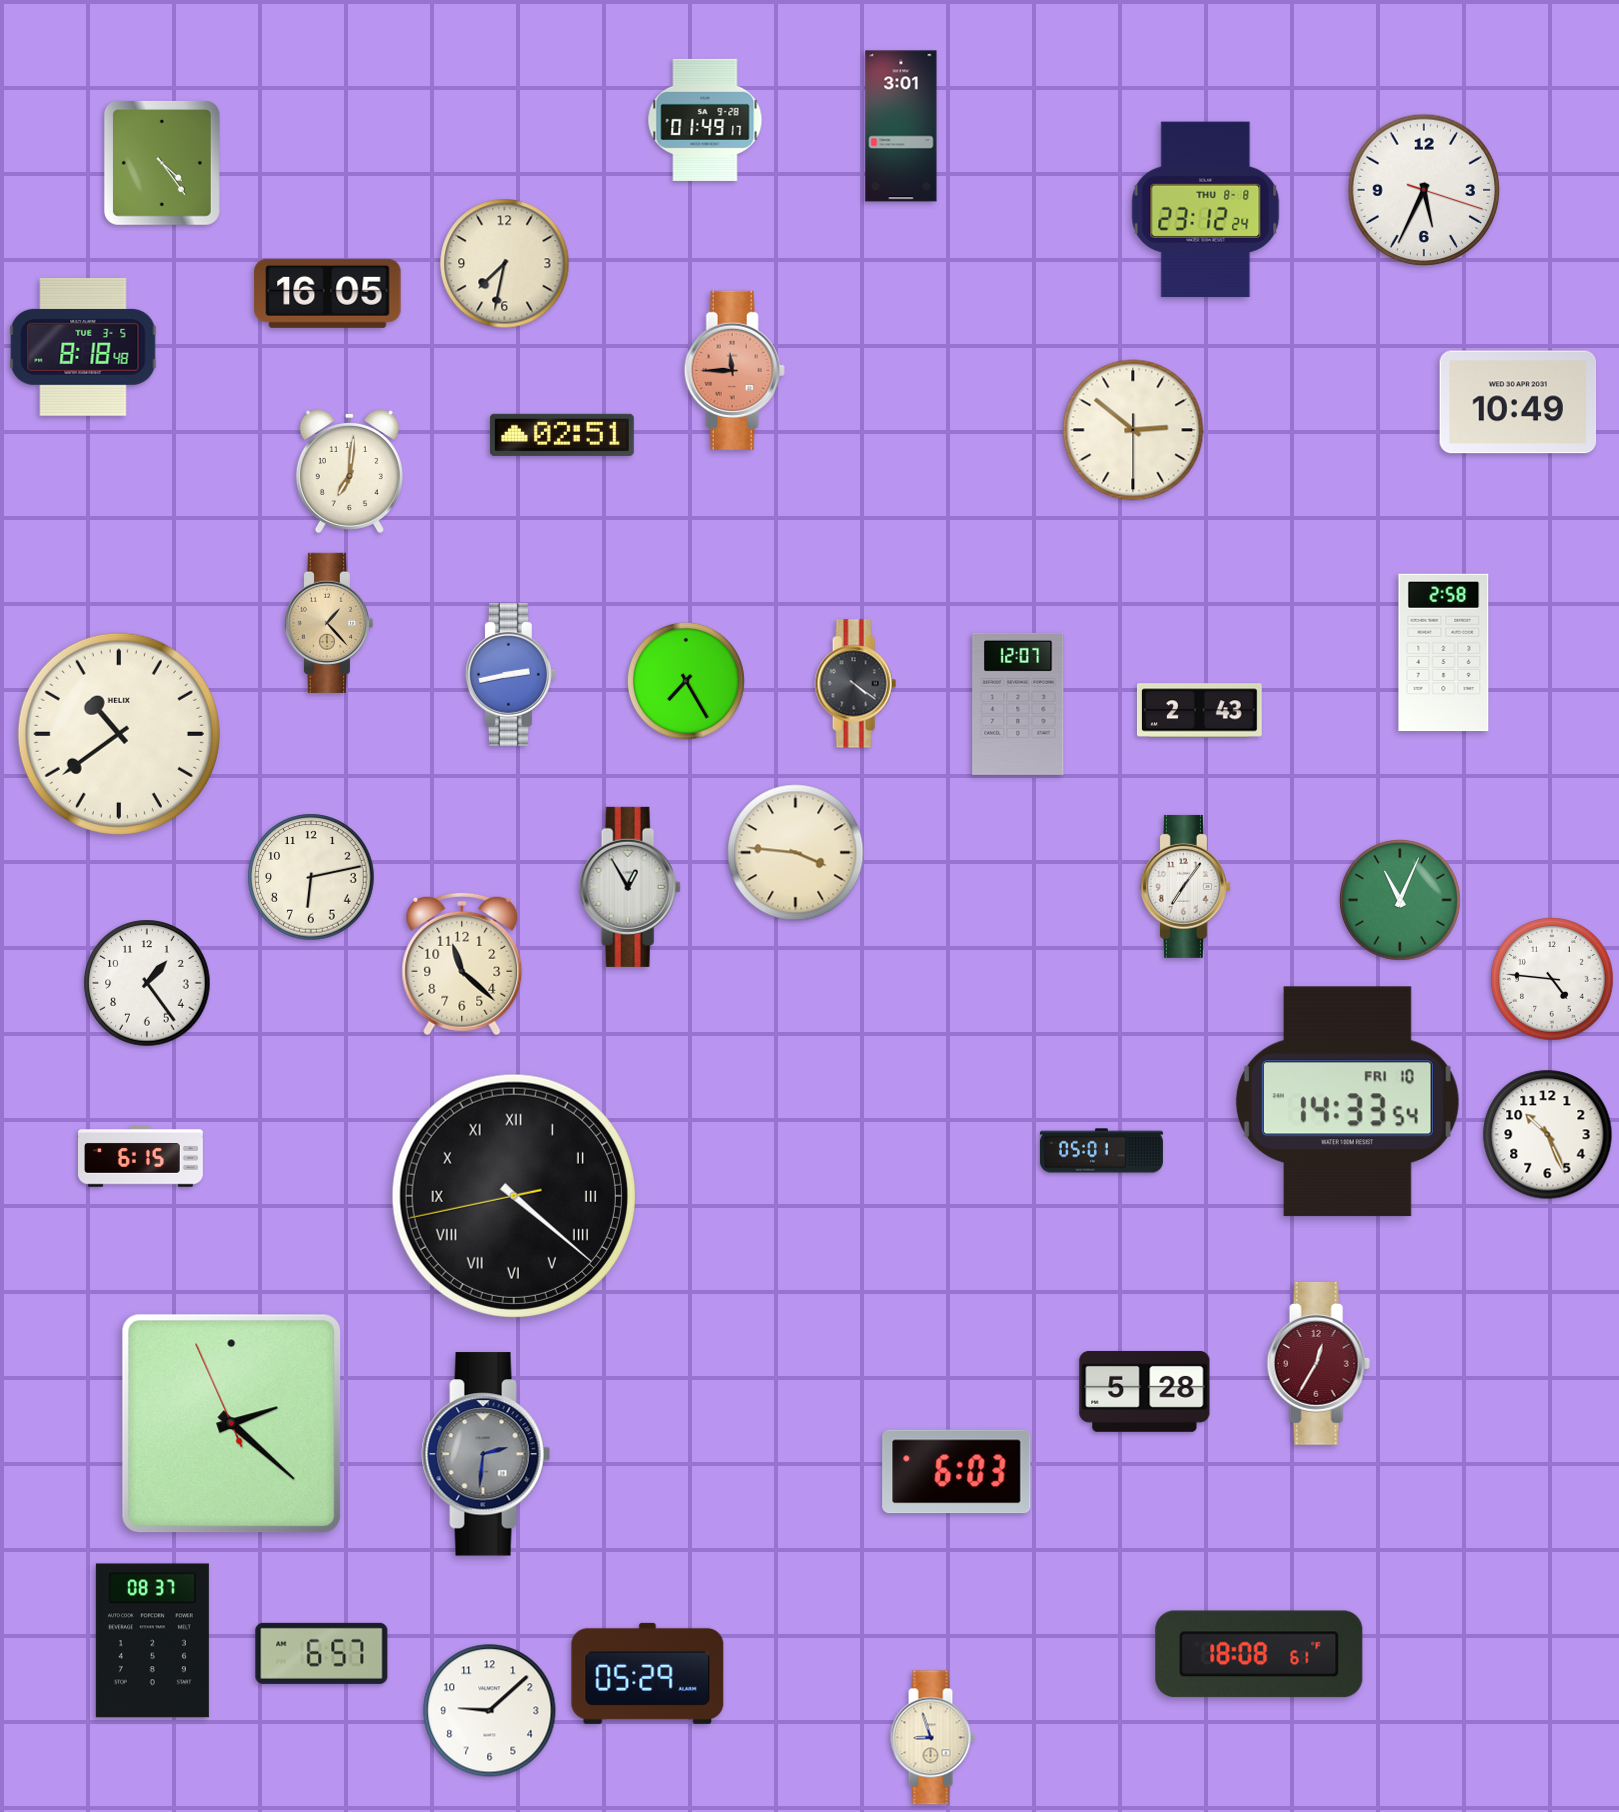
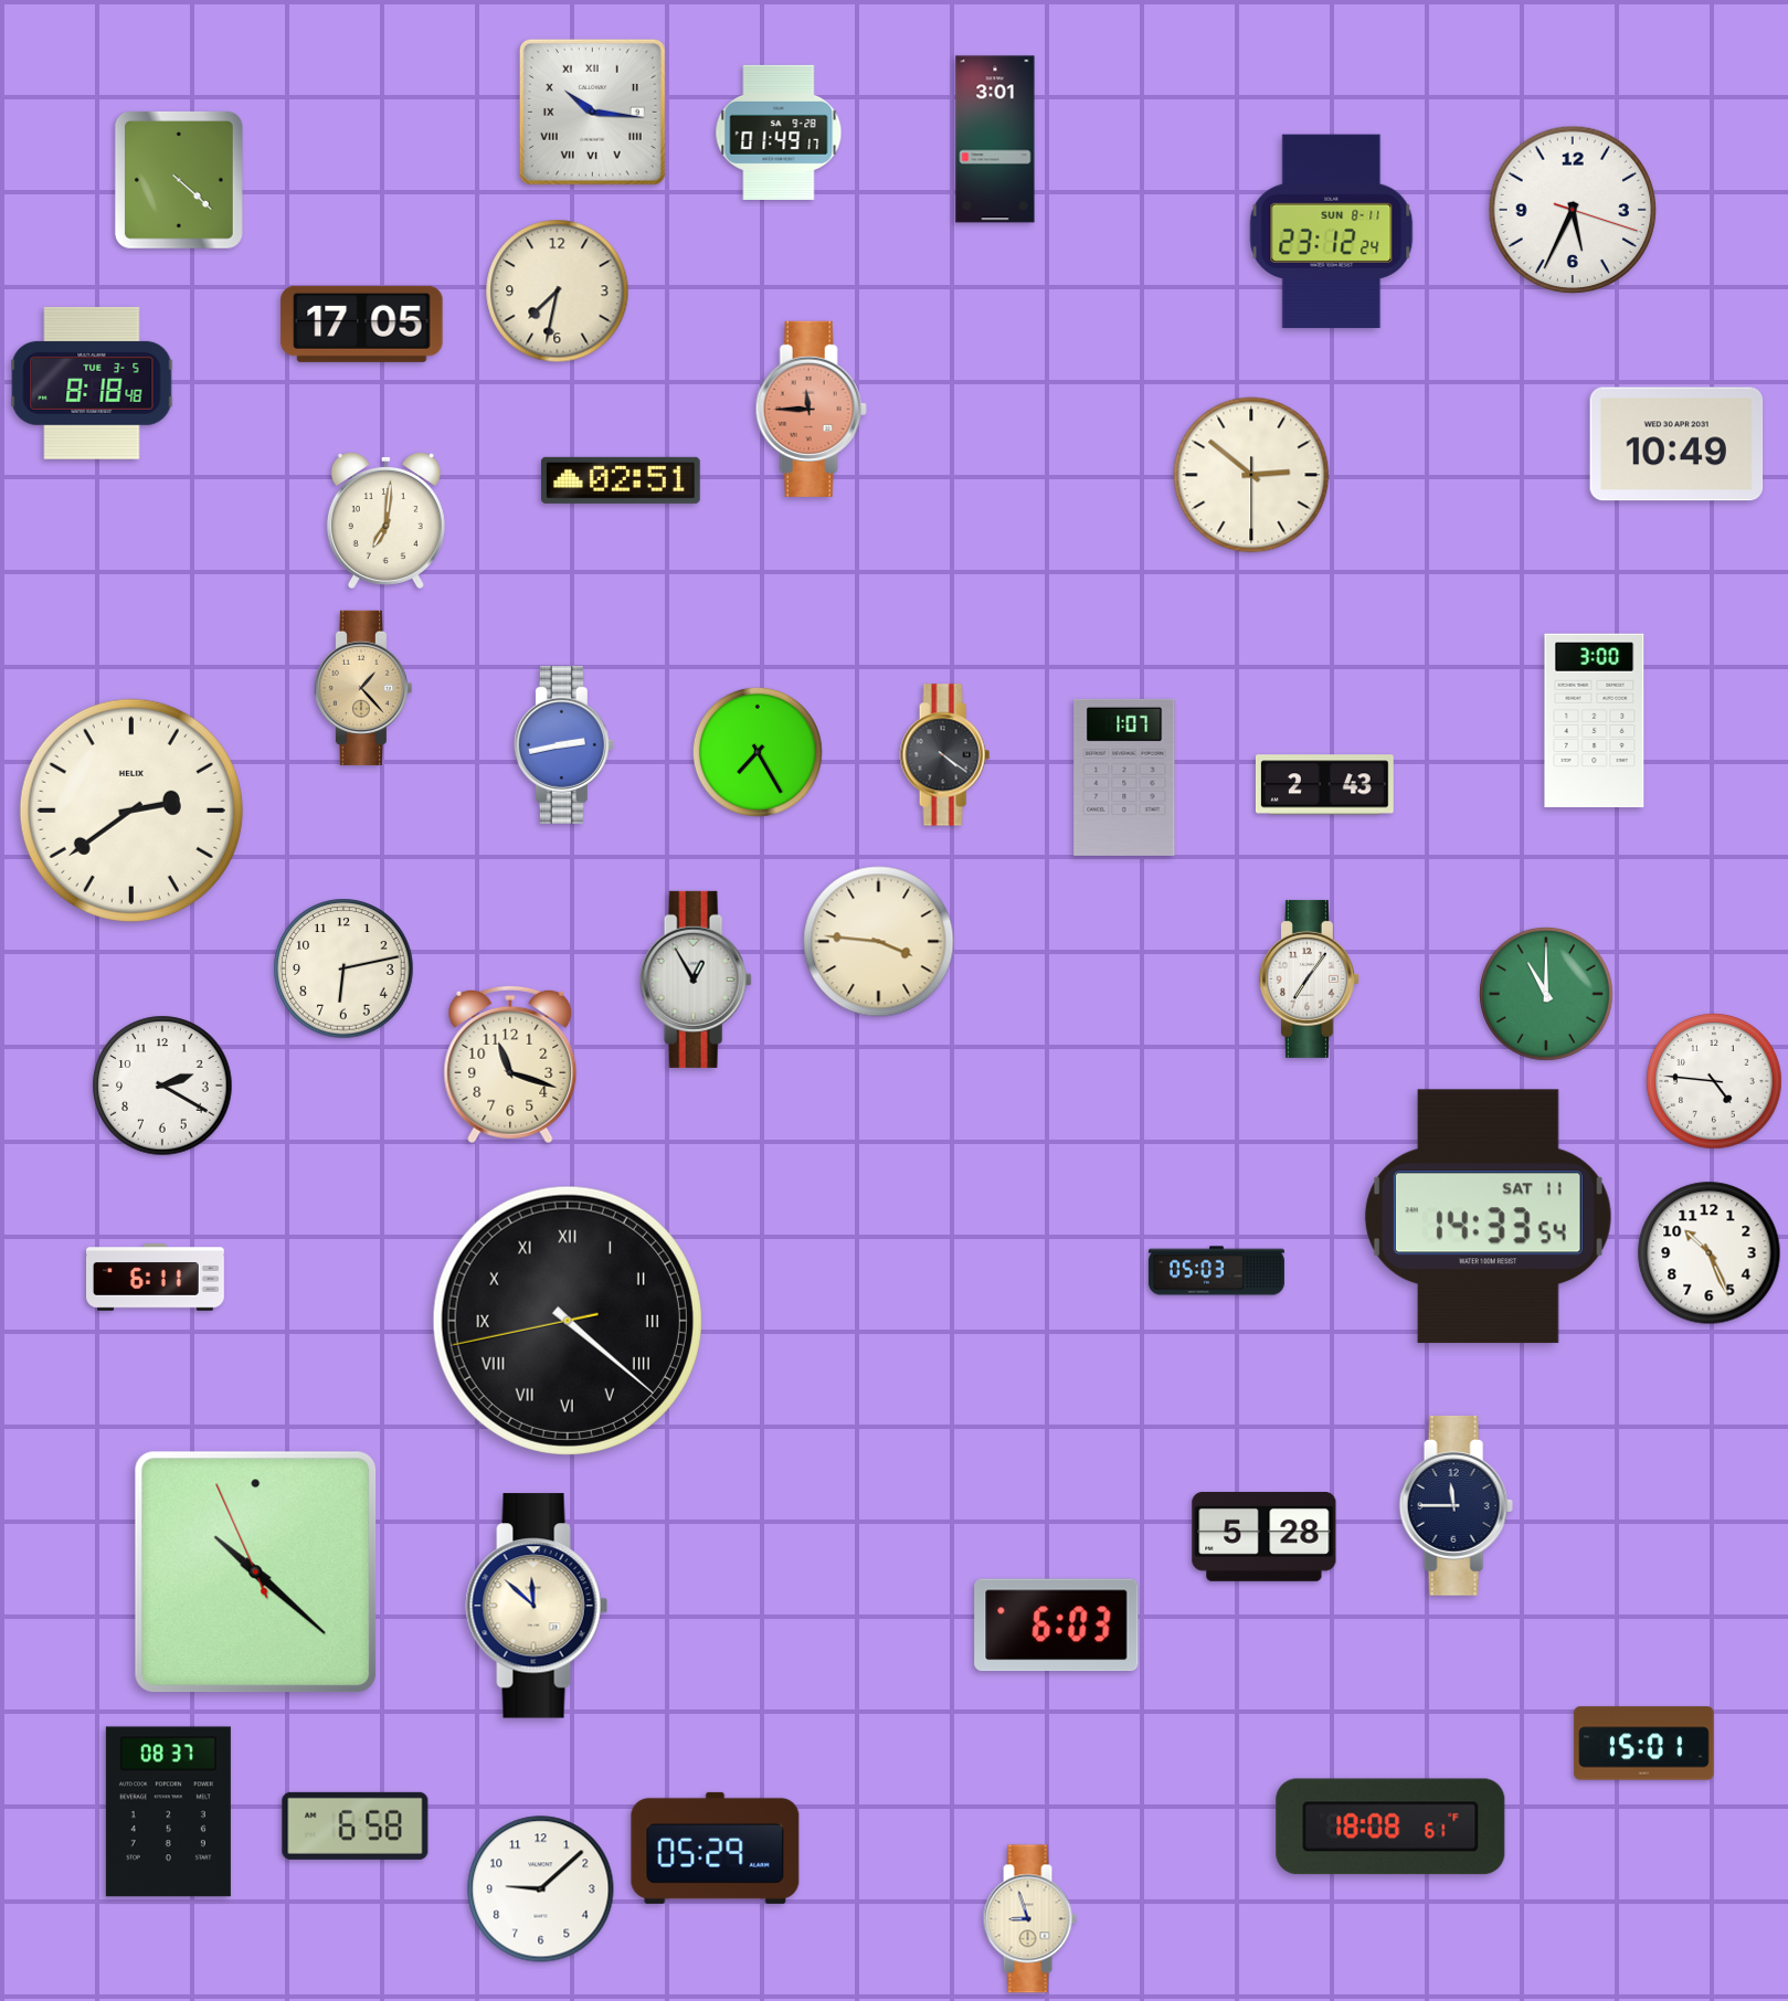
clock at (592, 112): none -> 10:16
clock at (162, 163): 4:24 -> 4:22
clock at (1206, 210) date: THU 8-8 -> SUN 8-11
clock at (328, 293): 16:05 -> 17:05
clock at (1444, 653): 2:58 -> 3:00
clock at (1018, 704): 12:07 -> 1:07
clock at (119, 734): 10:39 -> 2:39
clock at (1401, 901): 11:04 -> 11:00
clock at (462, 964): 11:22 -> 11:18
clock at (147, 983): 1:24 -> 2:20
clock at (1347, 1102) date: FRI 10 -> SAT 11
clock at (1101, 1151): 05:01 -> 05:03
clock at (141, 1157): 6:15 -> 6:11
clock at (1318, 1363): 12:35 -> 11:45
clock at (1318, 1363) dial: burgundy -> navy
clock at (232, 1424): 2:21 -> 10:21
clock at (486, 1454): 2:31 -> 11:52
clock at (486, 1454) dial: grey -> cream
clock at (1644, 1744): none -> 15:01
clock at (322, 1653): 6:57 -> 6:58
